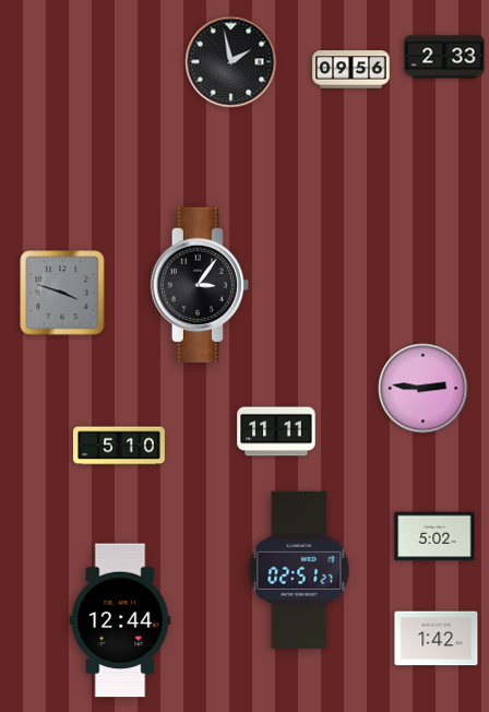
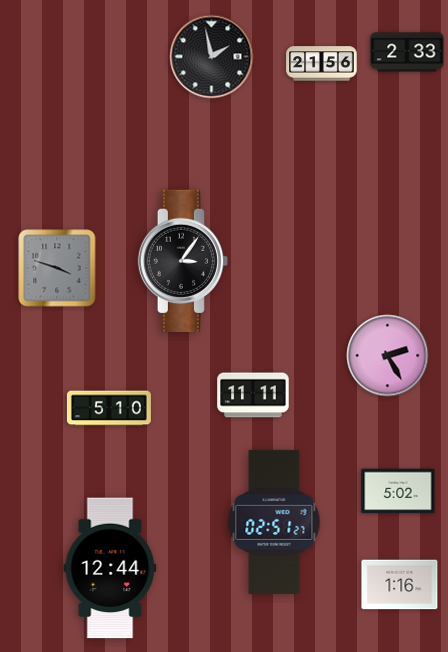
clock at (351, 70): 09:56 -> 21:56
clock at (424, 389): 2:46 -> 2:25
clock at (437, 639): 1:42 -> 1:16
